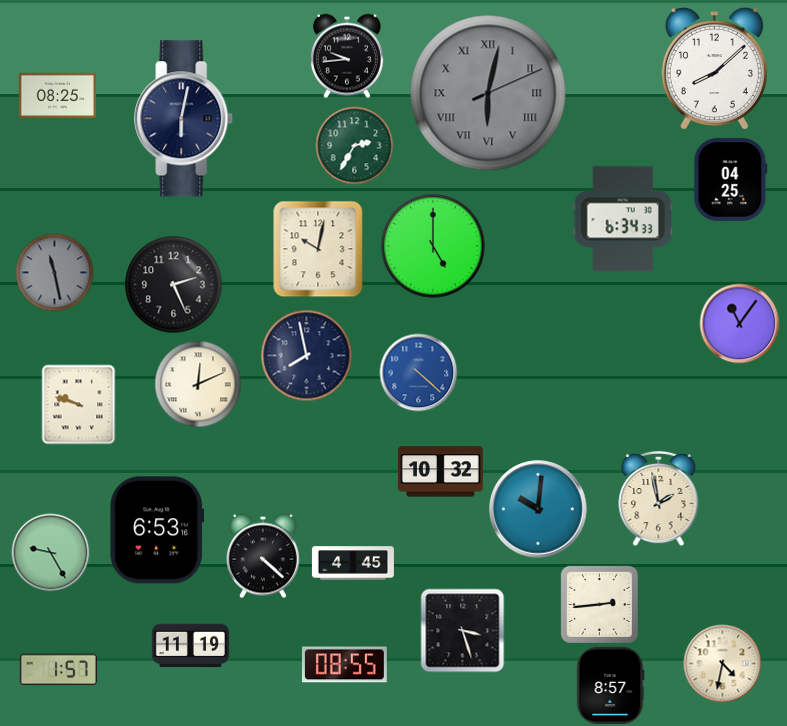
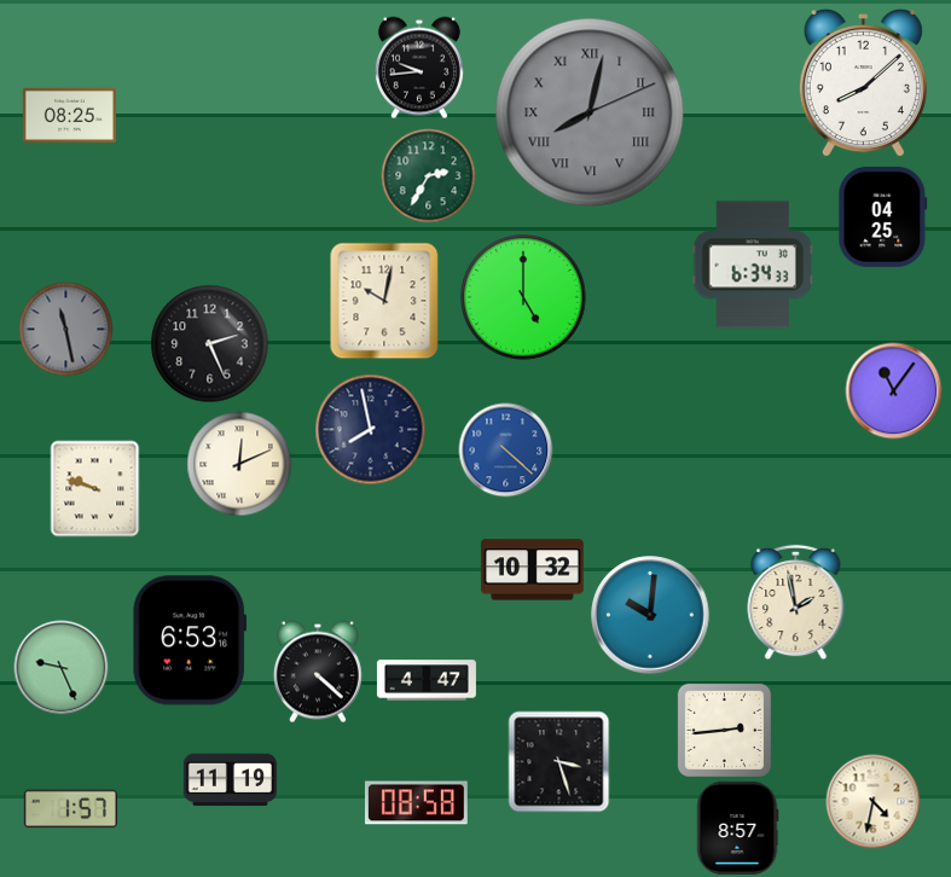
clock at (488, 93): 6:02 -> 8:02
clock at (184, 119): 6:02 -> none
clock at (50, 552): 9:25 -> 9:26
clock at (353, 563): 4:45 -> 4:47
clock at (344, 665): 08:55 -> 08:58
